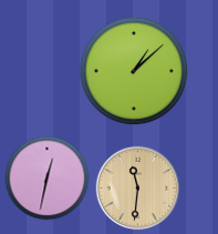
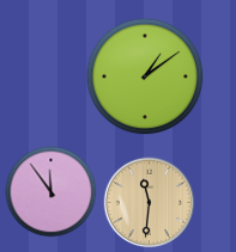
clock at (134, 71): 1:08 -> 1:09
clock at (48, 179): 12:32 -> 11:54
